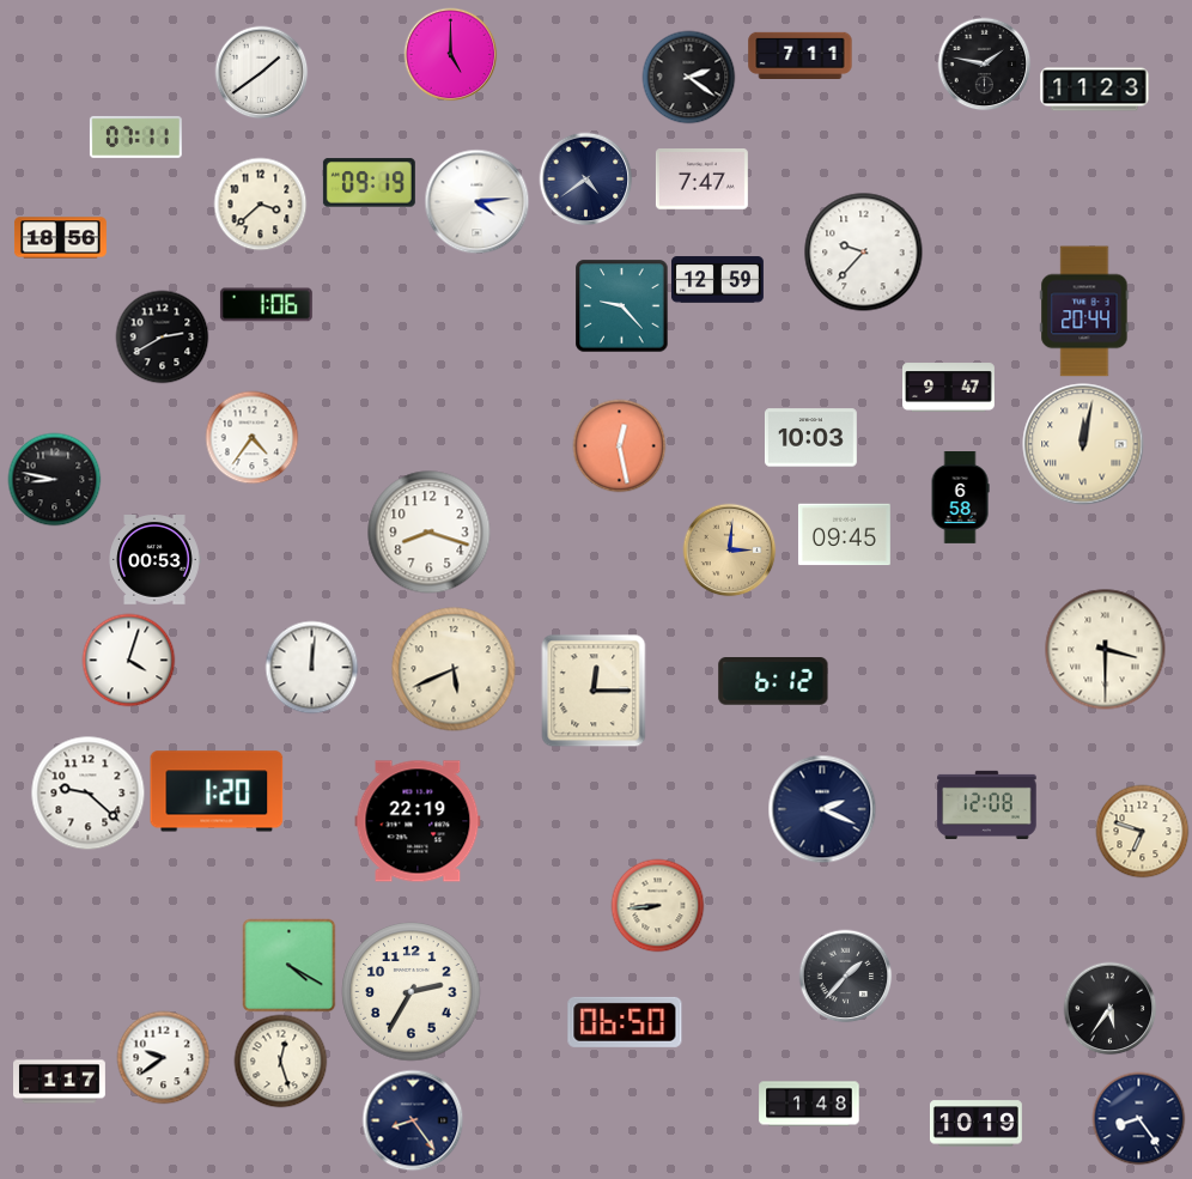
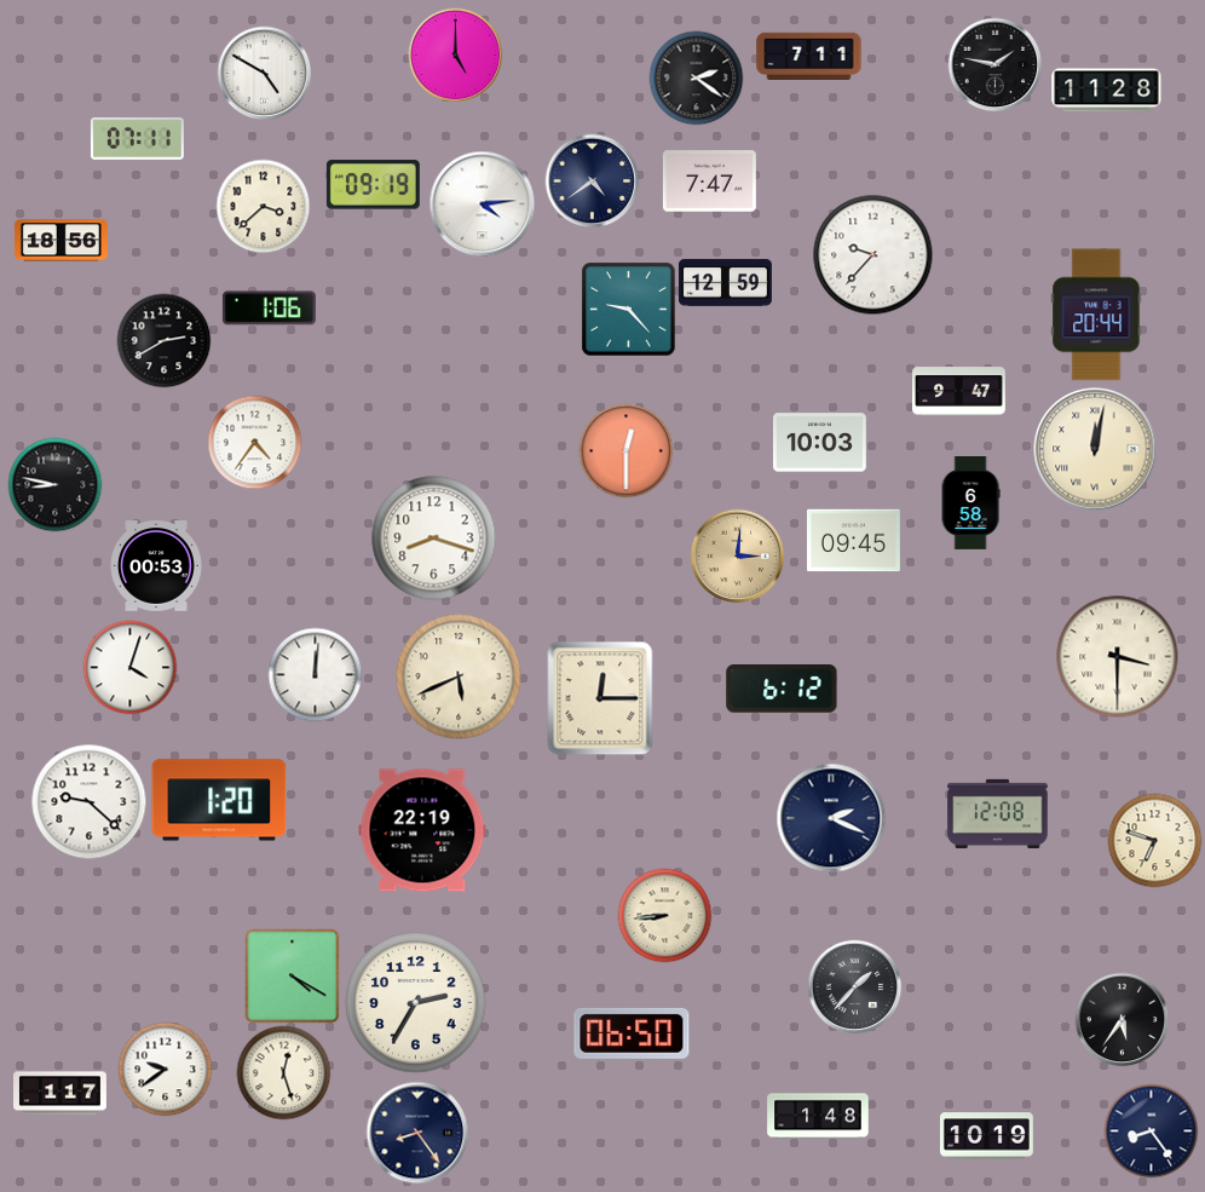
clock at (261, 72): 1:39 -> 4:50
clock at (1095, 90): 11:23 -> 11:28
clock at (619, 445): 12:28 -> 12:30
